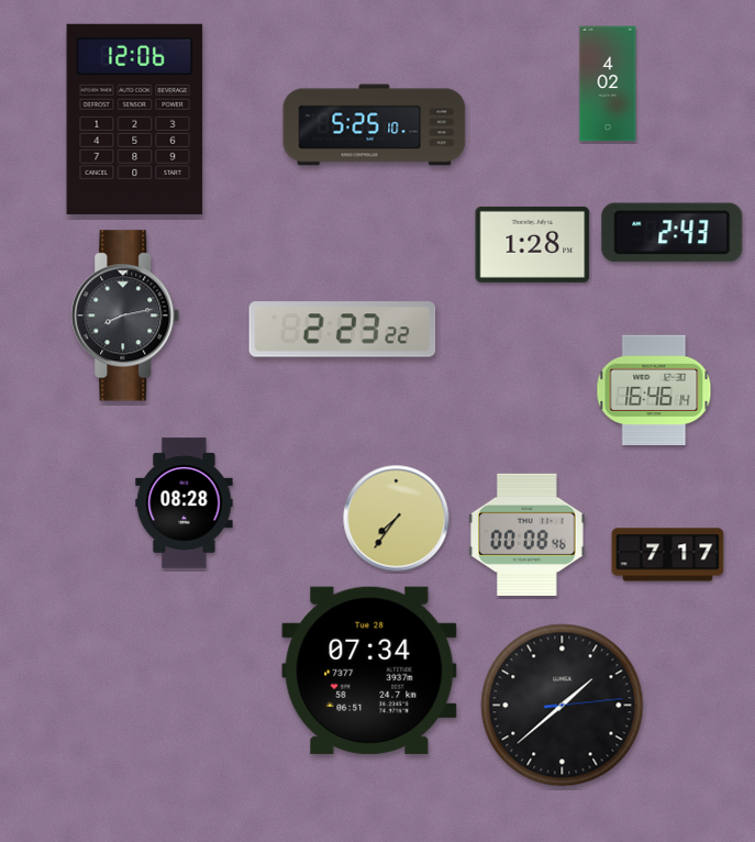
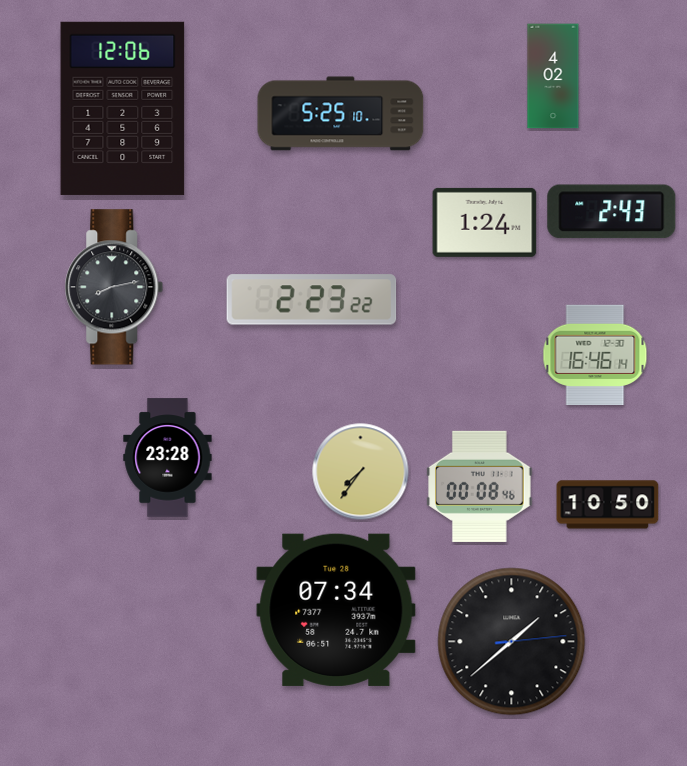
clock at (533, 244): 1:28 -> 1:24
clock at (185, 503): 08:28 -> 23:28
clock at (668, 555): 7:17 -> 10:50
